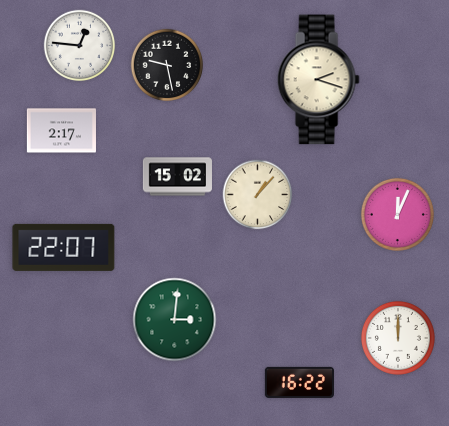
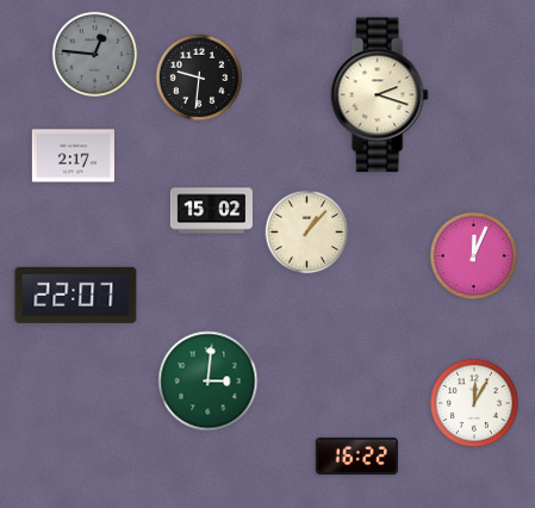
clock at (80, 46) dial: white -> grey
clock at (166, 64): 9:28 -> 9:31
clock at (398, 338): 12:00 -> 12:05
